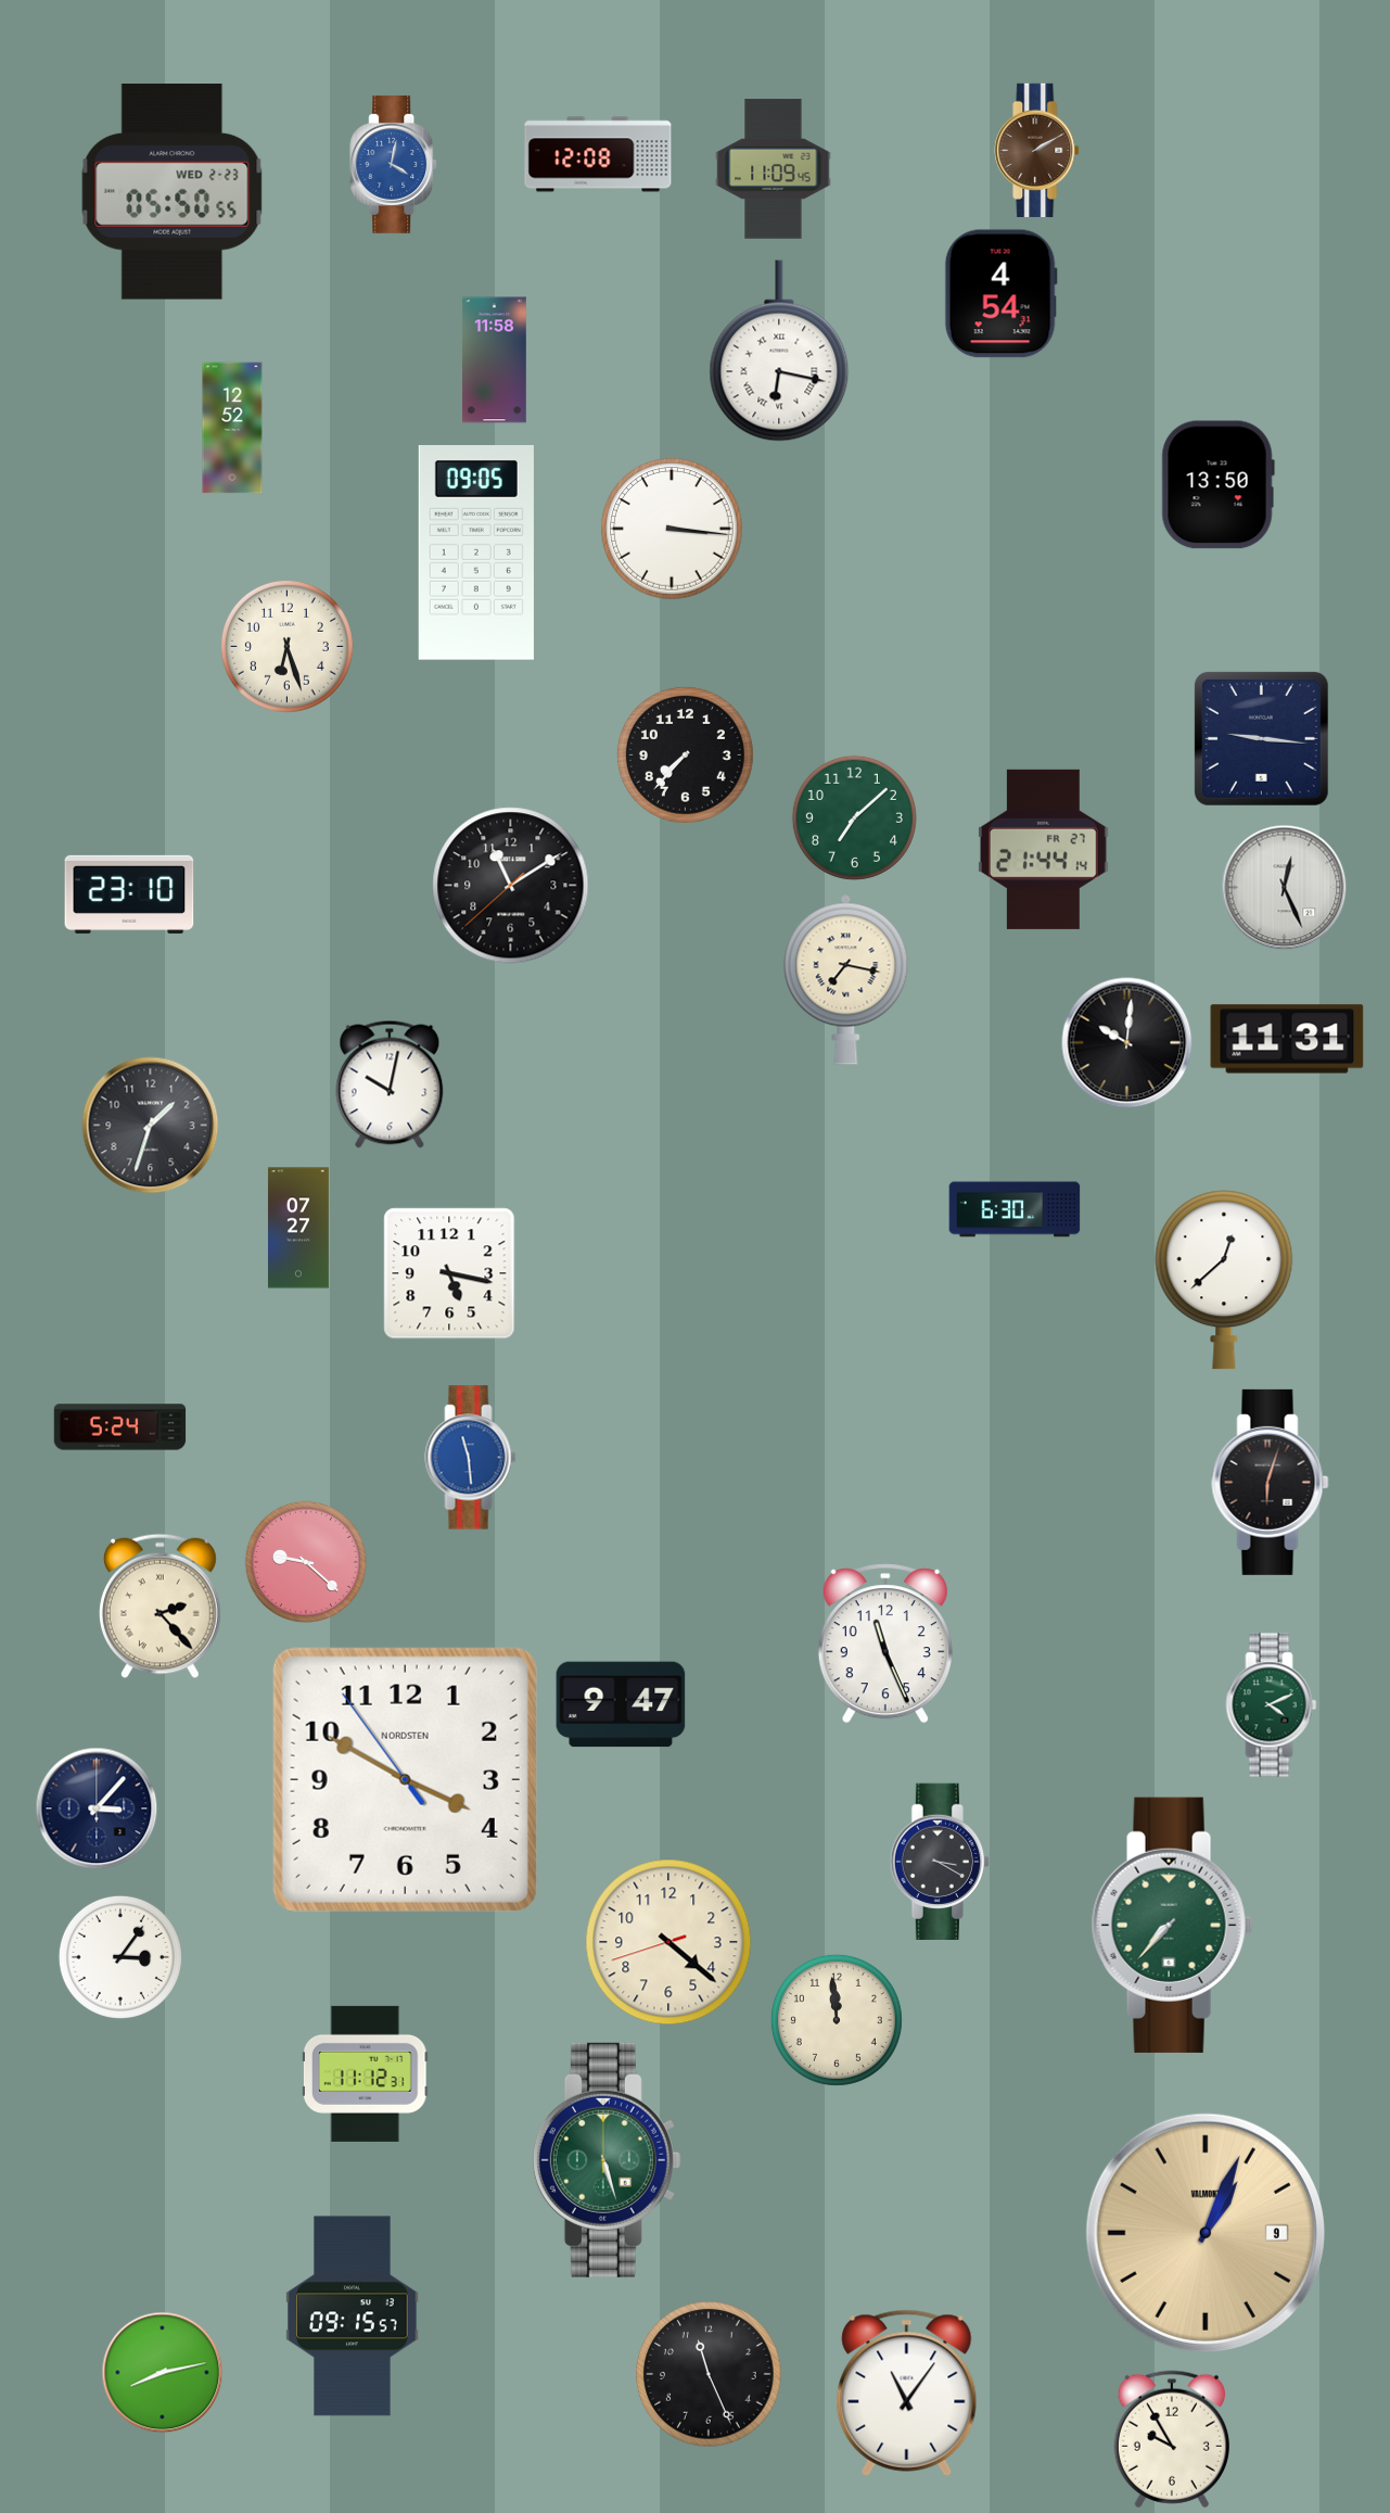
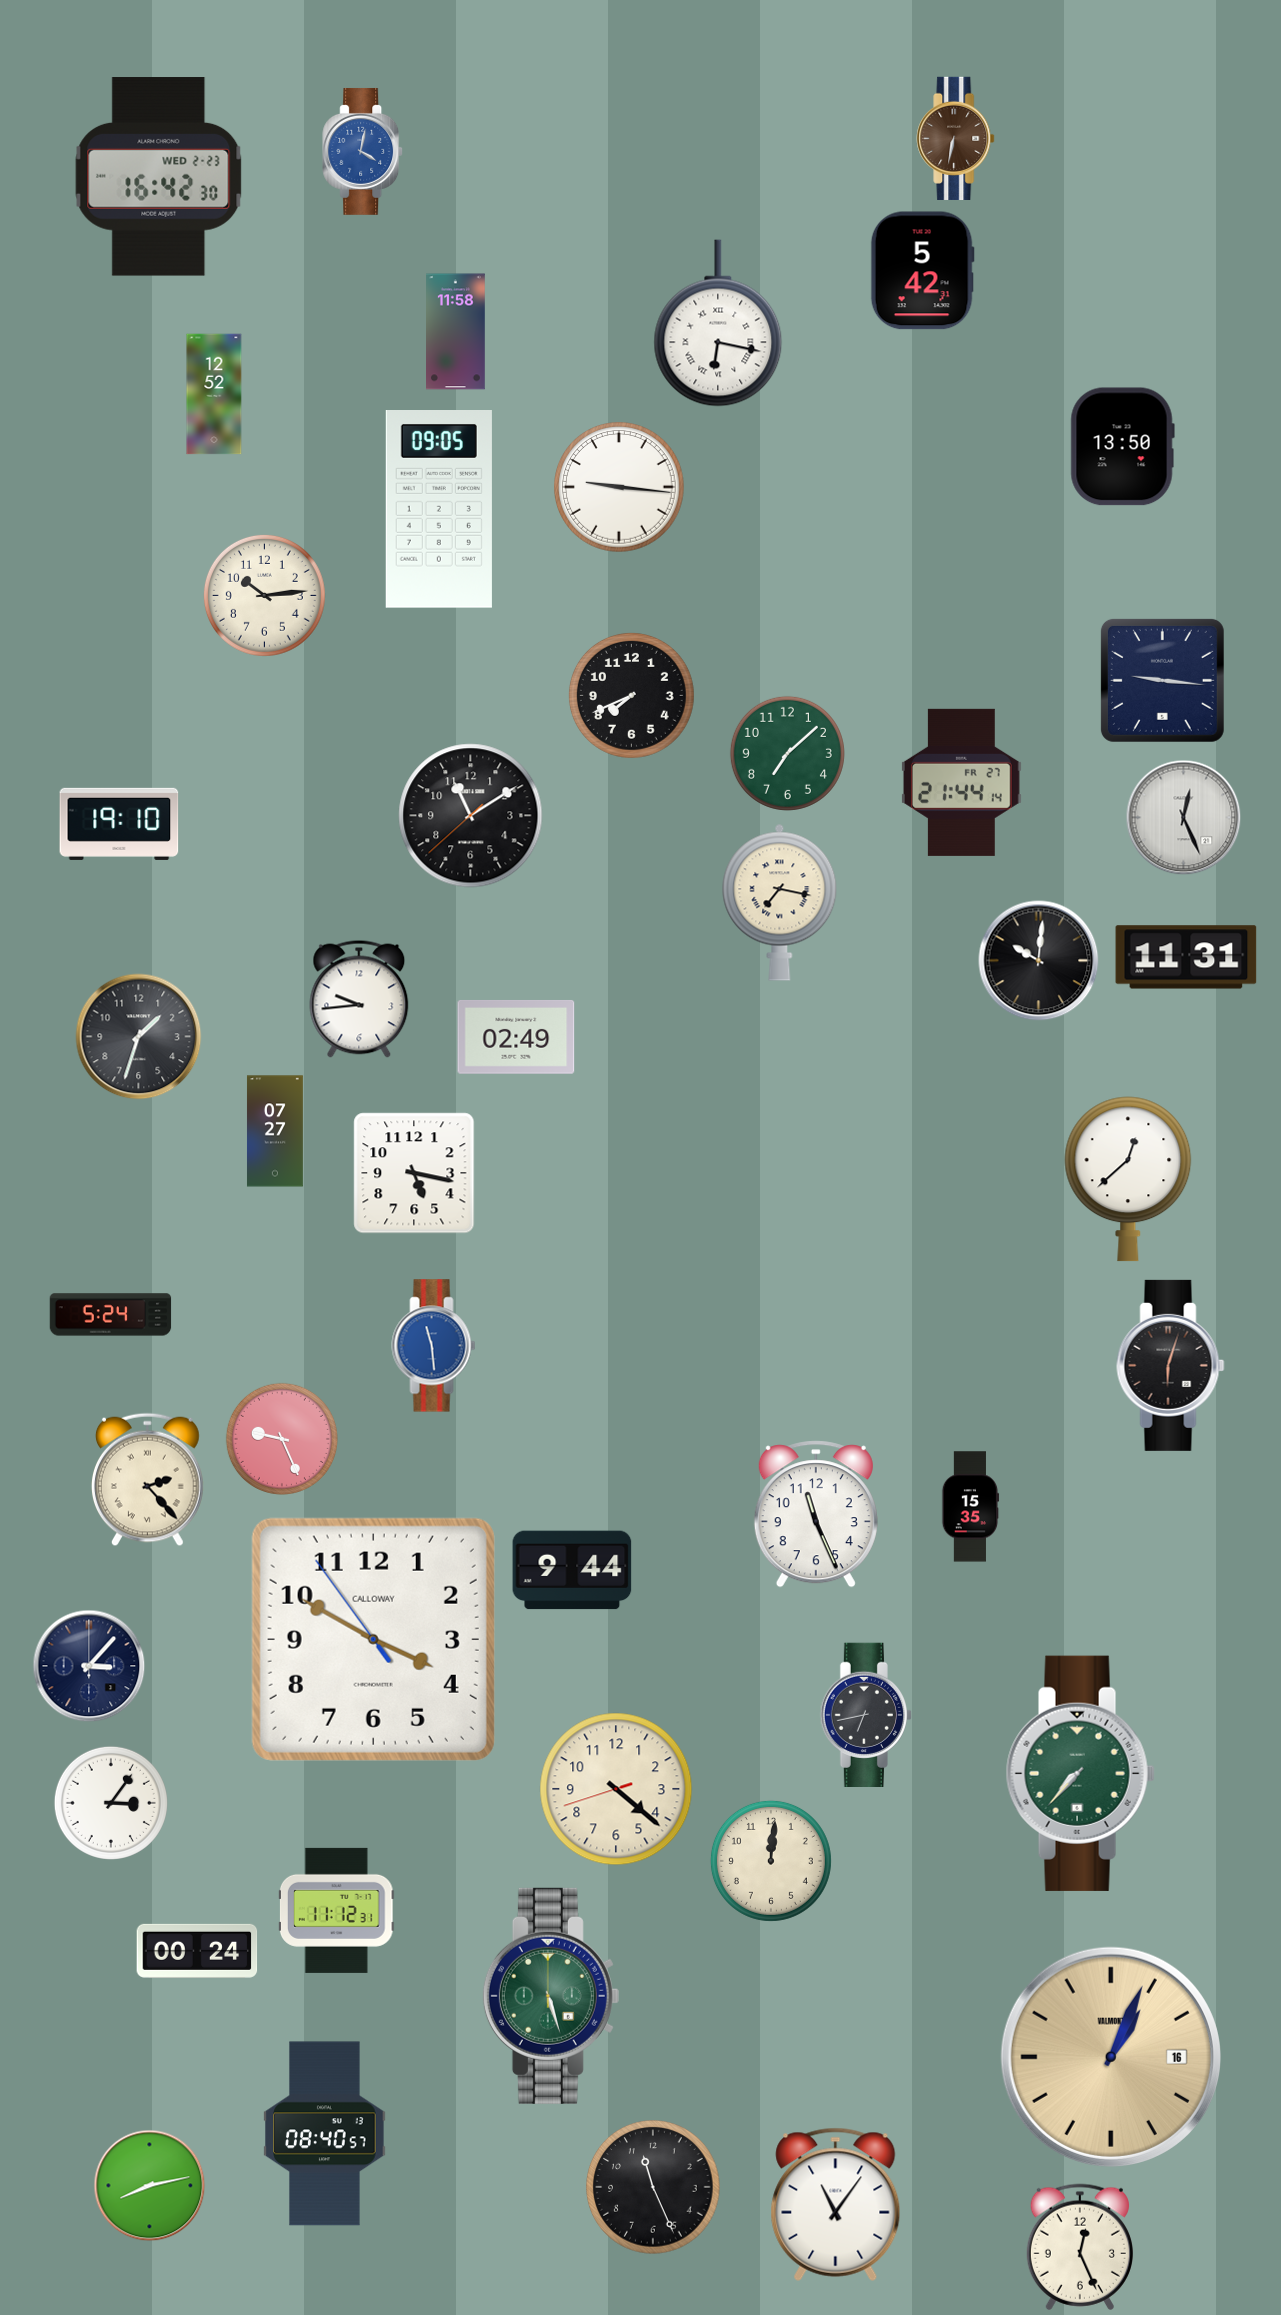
clock at (1037, 150): 2:10 -> 6:32
clock at (598, 154): 12:08 -> none
clock at (774, 169): 11:09 -> none
clock at (173, 192): 05:50 -> 16:42
clock at (1000, 294): 4:54 -> 5:42
clock at (672, 529): 3:16 -> 9:16
clock at (286, 646): 6:27 -> 10:14
clock at (685, 754): 7:37 -> 7:41
clock at (129, 894): 23:10 -> 19:10
clock at (390, 1084): 10:02 -> 9:44
clock at (516, 1037): none -> 02:49
clock at (1015, 1209): 6:30 -> none
clock at (471, 1458) position: (471, 1458) -> (434, 1346)
clock at (306, 1562): 9:22 -> 9:26
clock at (971, 1507): none -> 15:35
clock at (621, 1704): 9:47 -> 9:44
clock at (1272, 1705): 4:11 -> none
clock at (405, 1779) brand: NORDSTEN -> CALLOWAY
clock at (939, 1861): 3:20 -> 6:43
clock at (837, 2020): 11:59 -> 12:01
clock at (197, 1951): none -> 00:24
clock at (607, 2160) position: (607, 2160) -> (551, 1996)
clock at (1206, 2233) date: 9 -> 16
clock at (353, 2317): 09:15 -> 08:40
clock at (1172, 2439): 9:55 -> 12:26
